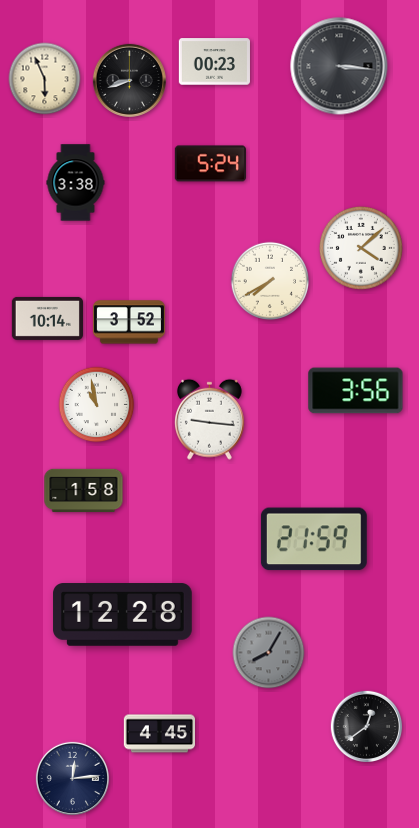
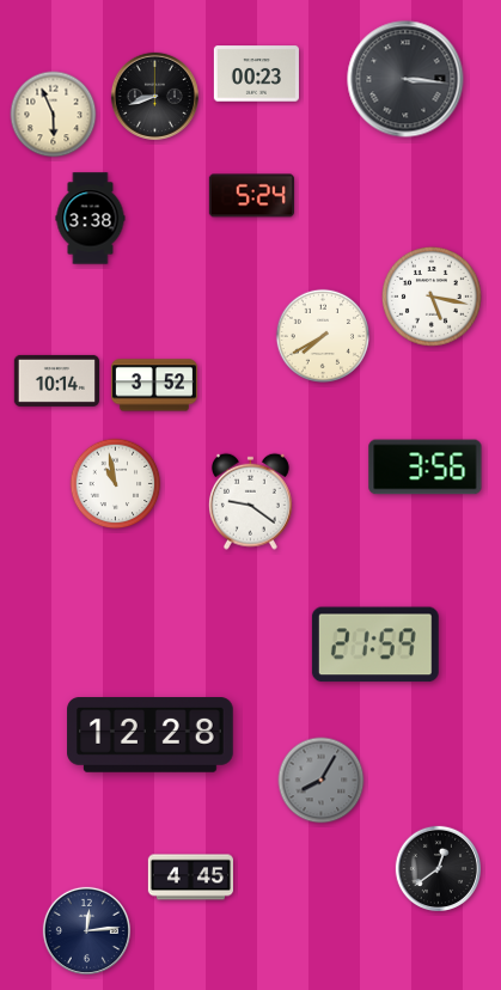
clock at (45, 79) position: (45, 79) -> (54, 115)
clock at (361, 248): 4:08 -> 5:17
clock at (209, 419): 9:16 -> 9:21
clock at (84, 491): 1:58 -> none
clock at (123, 615) position: (123, 615) -> (151, 735)
